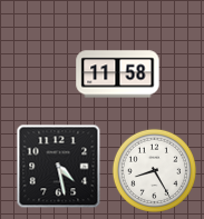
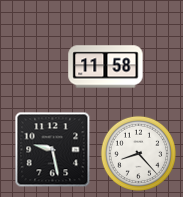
clock at (59, 167): 4:28 -> 9:28
clock at (154, 170): 8:25 -> 8:23
